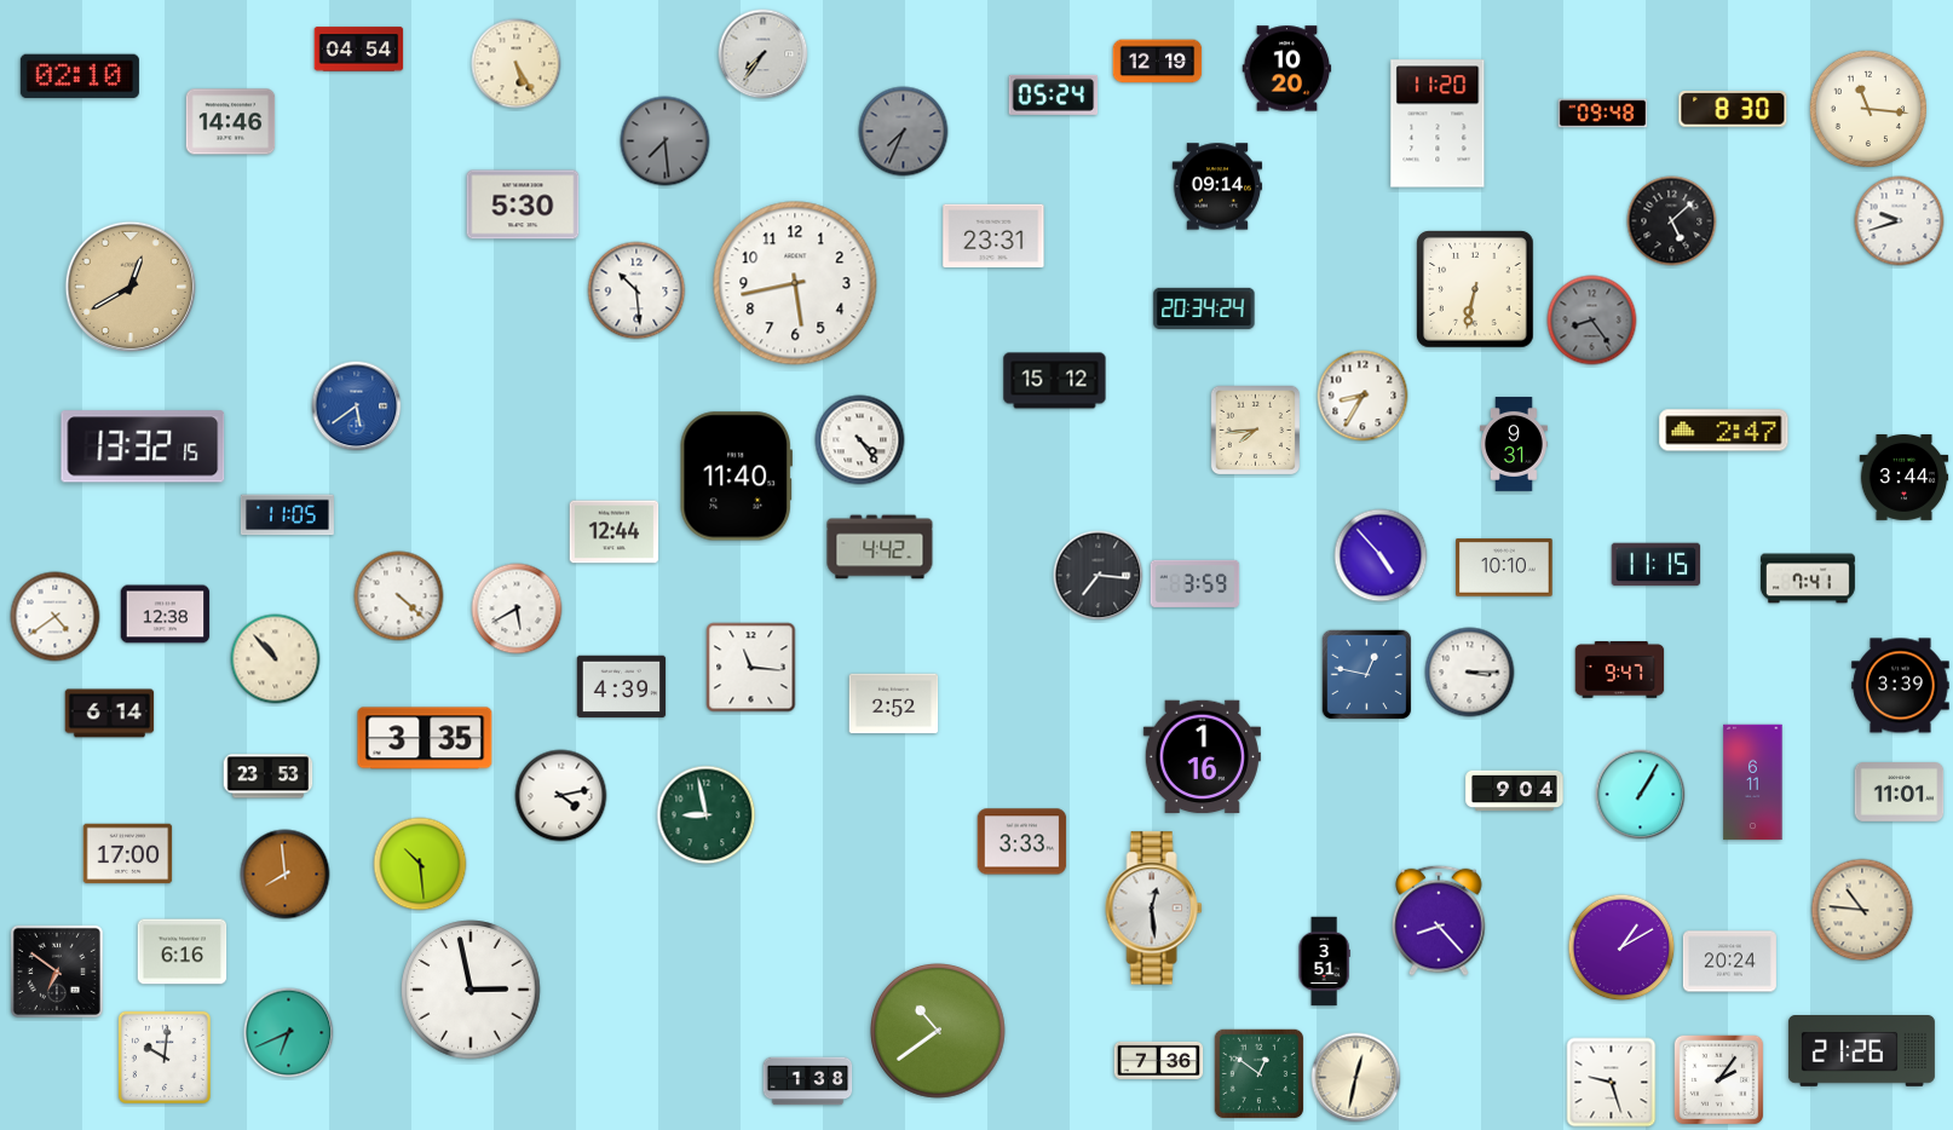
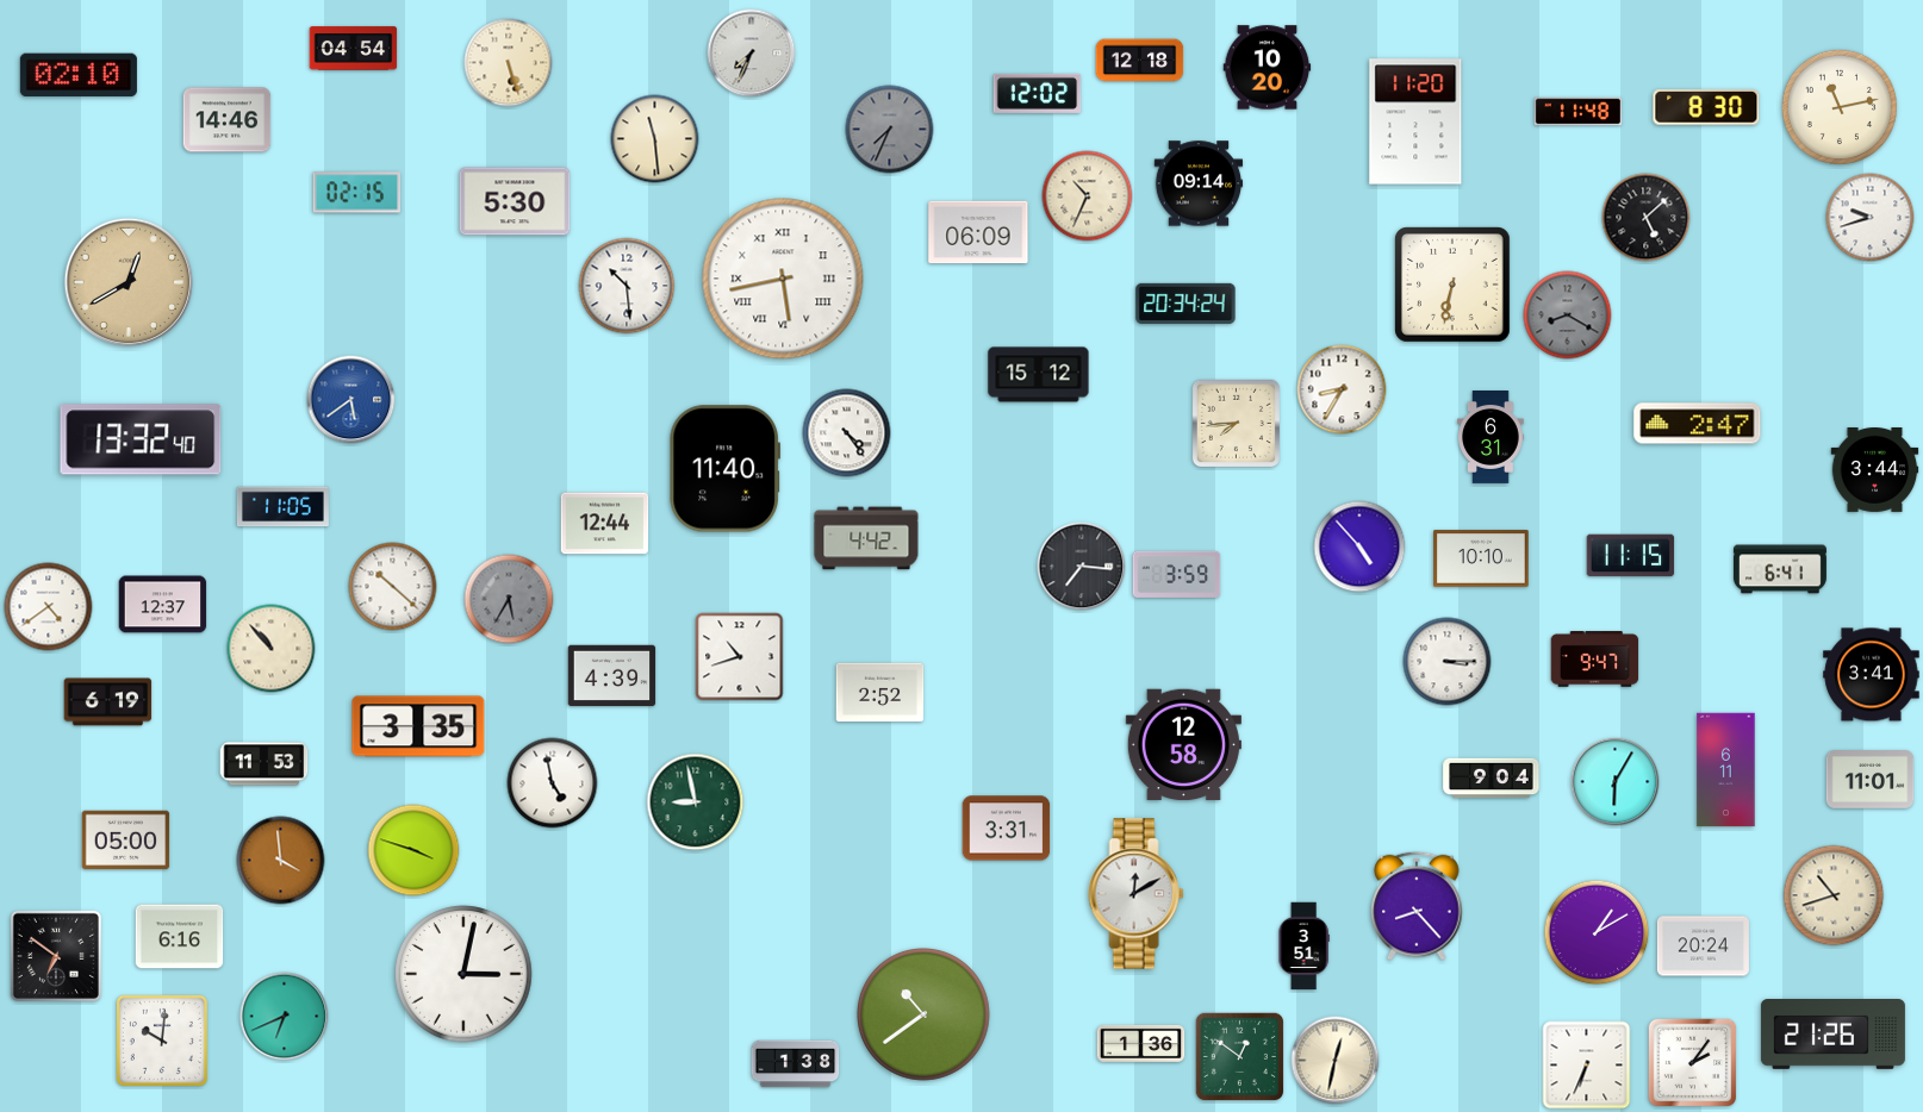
clock at (764, 54): 7:36 -> 7:34
clock at (1158, 62): 12:19 -> 12:18
clock at (517, 64): 5:25 -> 5:27
clock at (1054, 94): 05:24 -> 12:02
clock at (1867, 108): 11:16 -> 11:13
clock at (1603, 114): 09:48 -> 11:48
clock at (666, 142): 7:29 -> 11:29
clock at (666, 142) dial: grey -> cream
clock at (357, 193): none -> 02:15
clock at (1088, 196): none -> 10:34
clock at (993, 236): 23:31 -> 06:09
clock at (795, 283) numerals: Arabic -> Roman
clock at (1592, 321): 8:24 -> 8:20
clock at (1515, 445): 9:31 -> 6:31
clock at (143, 446): 13:32:15 -> 13:32:40
clock at (1808, 578): 7:41 -> 6:41
clock at (399, 596): 4:22 -> 10:22
clock at (517, 609): 5:40 -> 5:35
clock at (517, 609) dial: white -> grey
clock at (166, 615): 12:38 -> 12:37
clock at (56, 617) position: (56, 617) -> (49, 607)
clock at (751, 668): 11:16 -> 10:42
clock at (1367, 675): 12:47 -> none
clock at (1901, 686): 3:39 -> 3:41
clock at (110, 714): 6:14 -> 6:19
clock at (1202, 757): 1:16 -> 12:58
clock at (269, 777): 23:53 -> 11:53
clock at (1641, 795): 1:05 -> 6:05
clock at (561, 796): 4:13 -> 4:58
clock at (1022, 842): 3:33 -> 3:31
clock at (128, 854): 17:00 -> 05:00
clock at (420, 864): 10:29 -> 3:48
clock at (286, 875): 7:59 -> 3:59
clock at (1154, 909): 12:29 -> 12:10
clock at (1862, 910): 10:46 -> 10:42
clock at (471, 990): 2:58 -> 3:02
clock at (1159, 1060): 7:36 -> 1:36
clock at (1612, 1083): 9:27 -> 6:34
